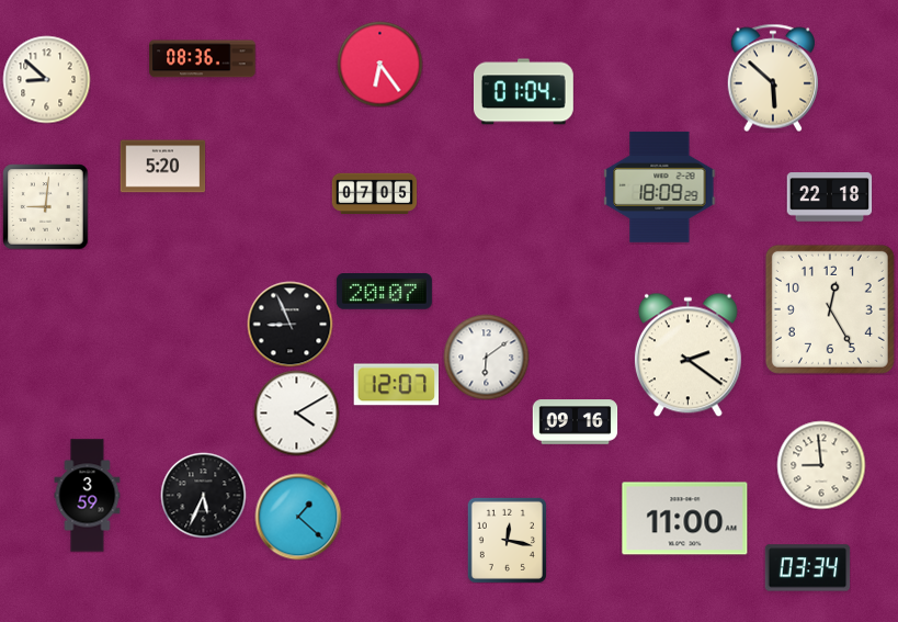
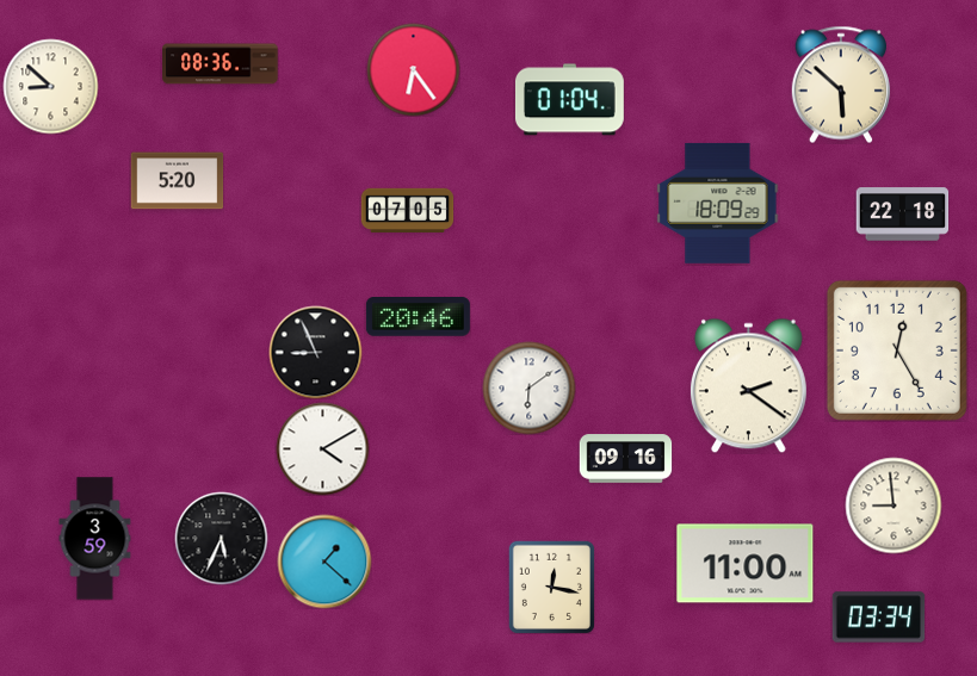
clock at (45, 206): 9:01 -> none
clock at (384, 292): 20:07 -> 20:46
clock at (830, 309) position: (830, 309) -> (897, 351)
clock at (396, 385): 12:07 -> none
